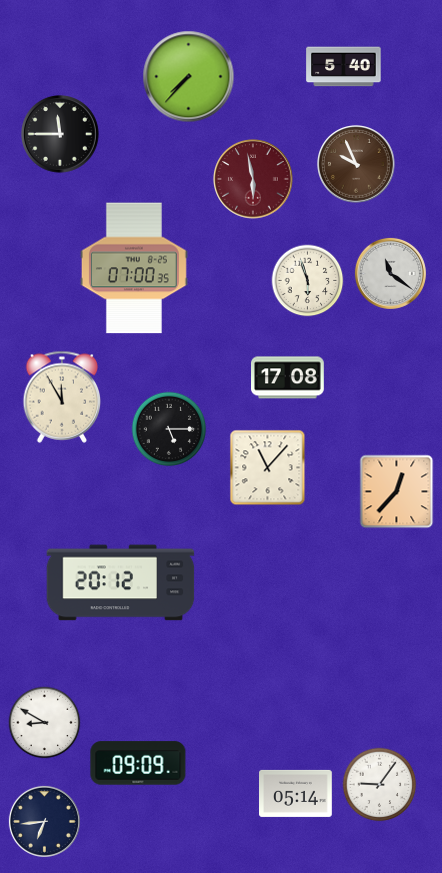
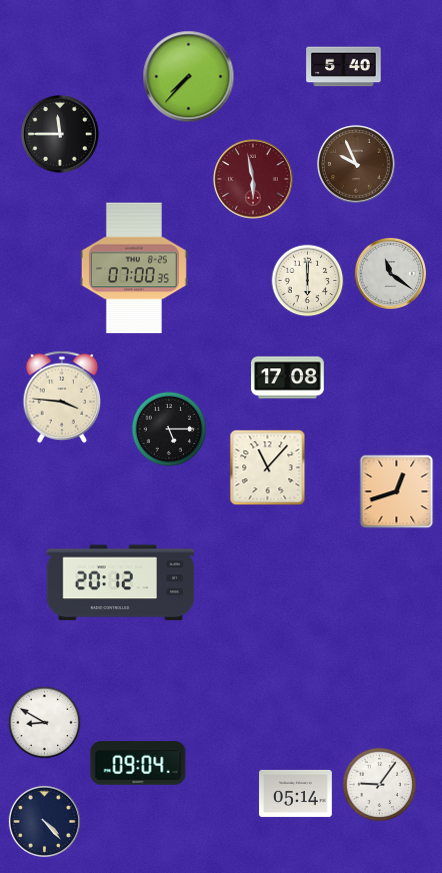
clock at (308, 281): 5:57 -> 6:00
clock at (62, 397): 11:55 -> 3:46
clock at (397, 492): 12:37 -> 12:42
clock at (138, 763): 09:09 -> 09:04
clock at (44, 821): 6:44 -> 4:23
